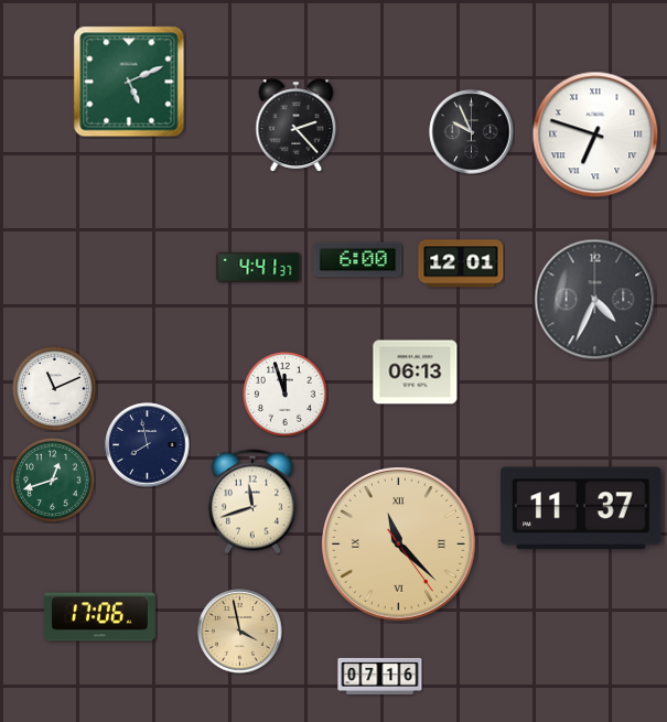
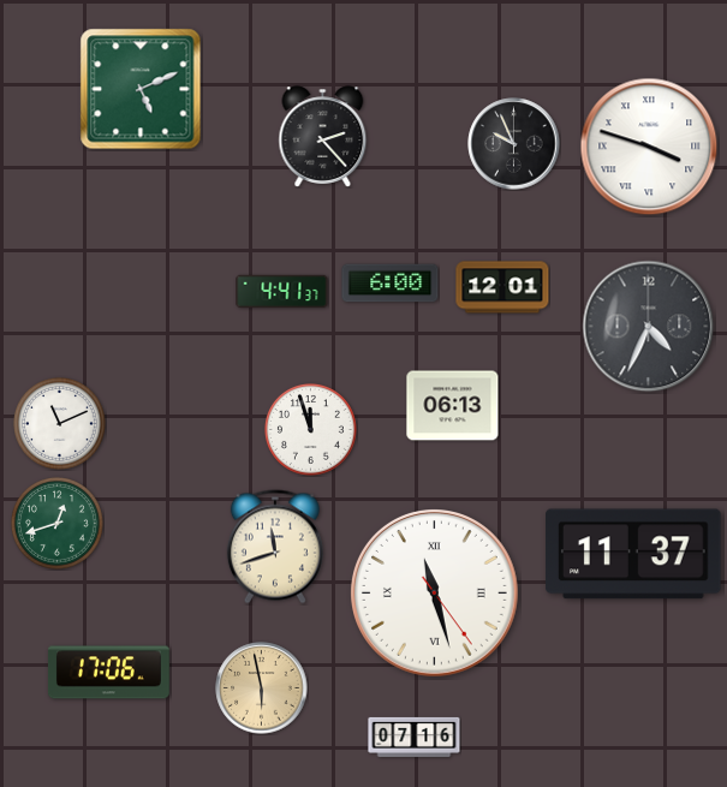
clock at (595, 134): 6:48 -> 3:48
clock at (148, 445): 7:58 -> none
clock at (399, 545): 11:22 -> 11:27
clock at (399, 545) dial: champagne -> white
clock at (240, 632): 3:58 -> 5:58
